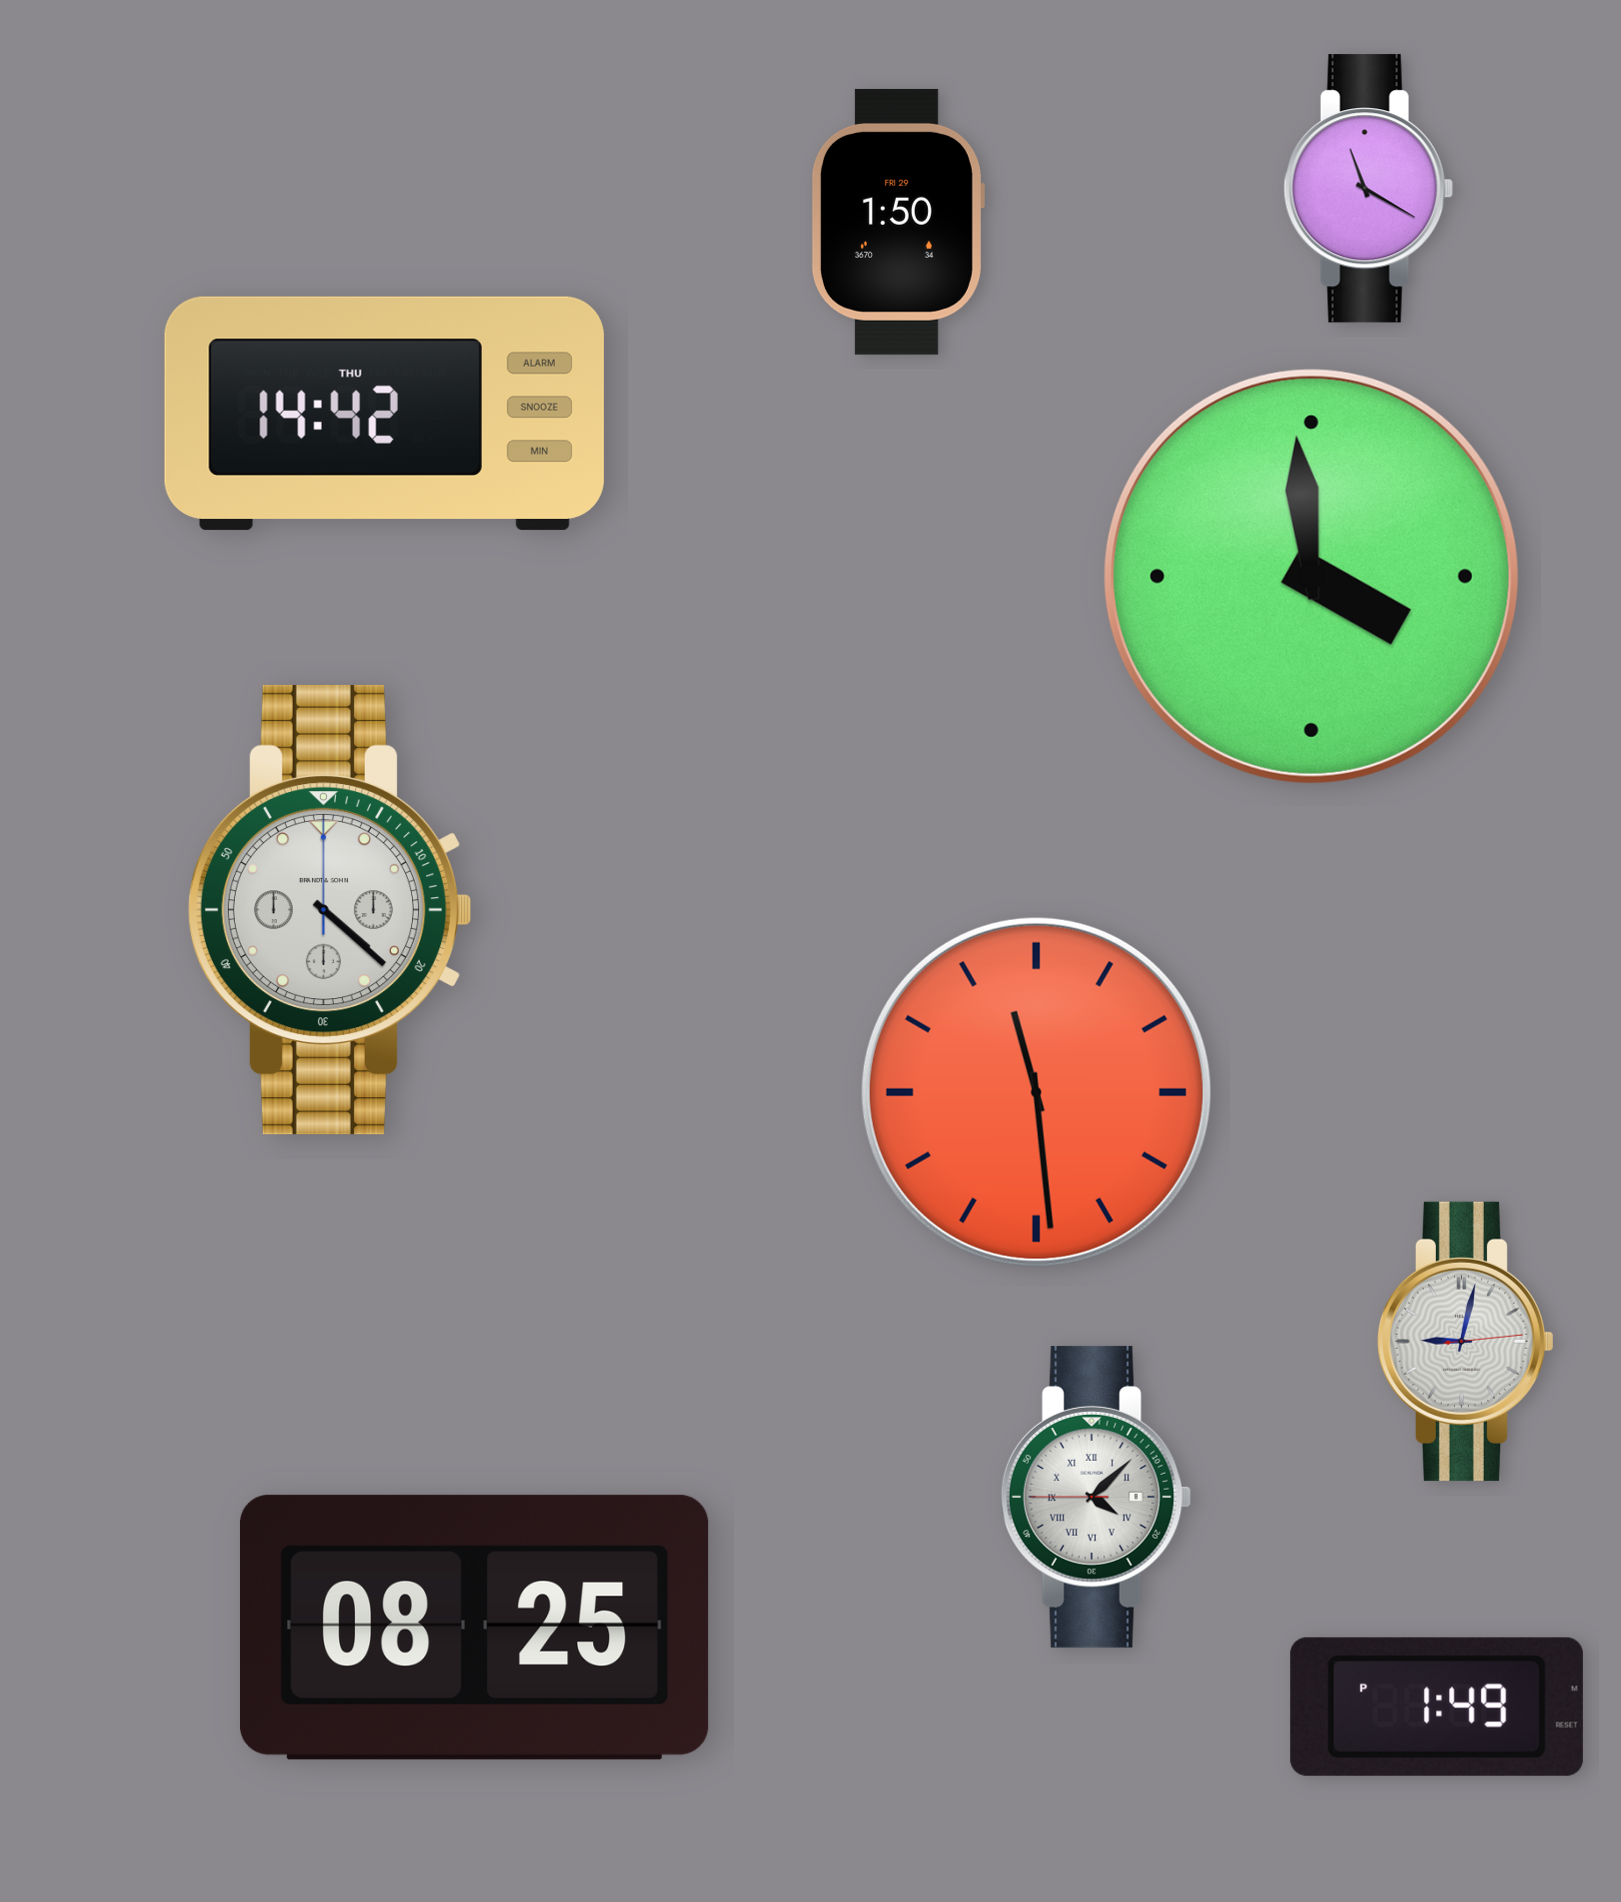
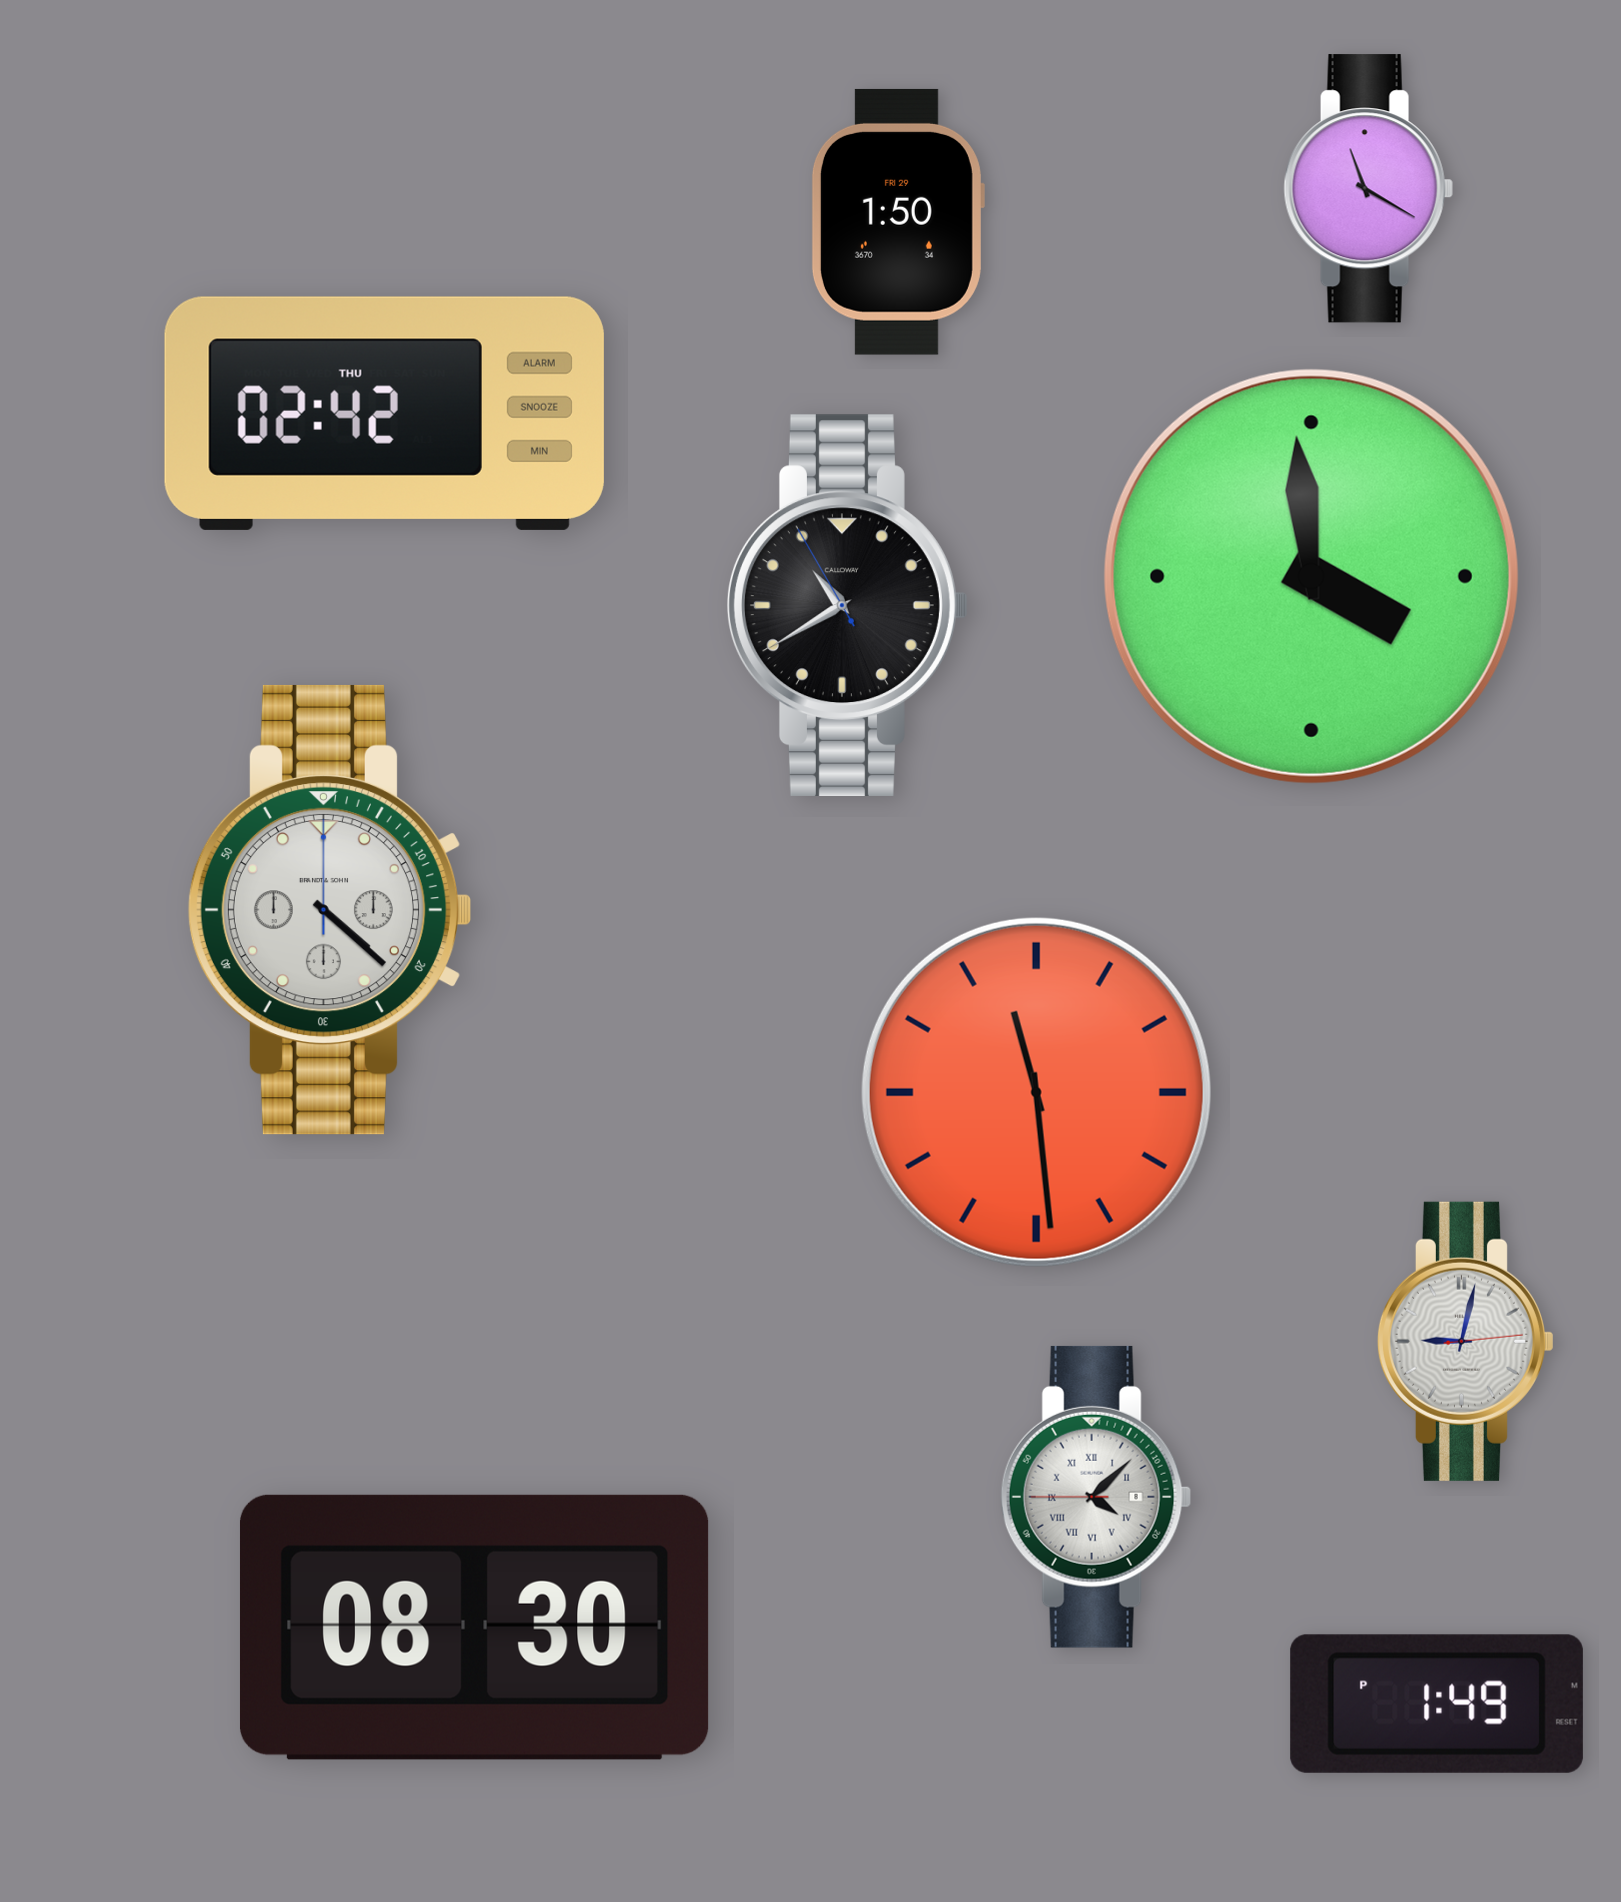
clock at (384, 413): 14:42 -> 02:42
clock at (848, 605): none -> 10:39
clock at (474, 1627): 08:25 -> 08:30
clock at (1437, 1707) position: (1437, 1707) -> (1437, 1704)
